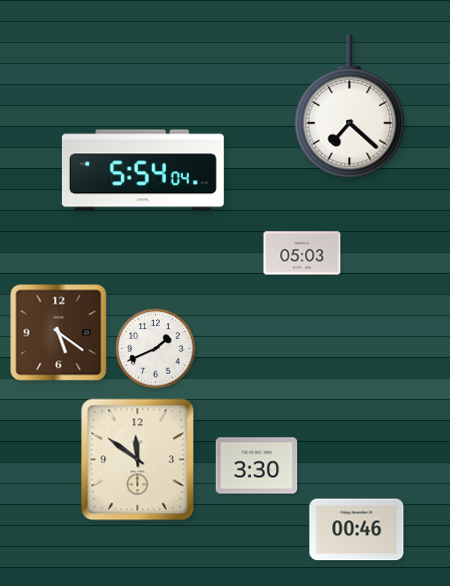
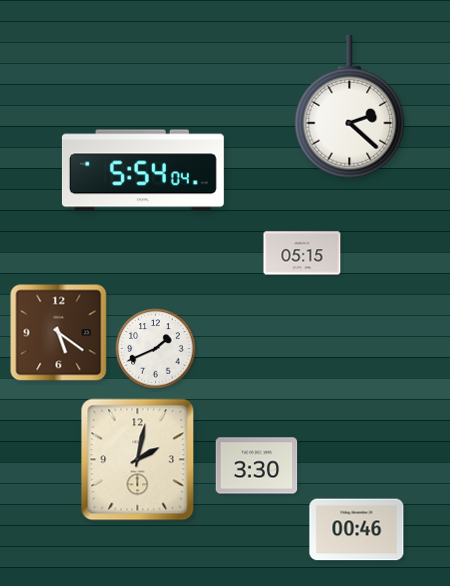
clock at (350, 107): 7:22 -> 2:22
clock at (302, 253): 05:03 -> 05:15
clock at (138, 460): 11:51 -> 2:02
